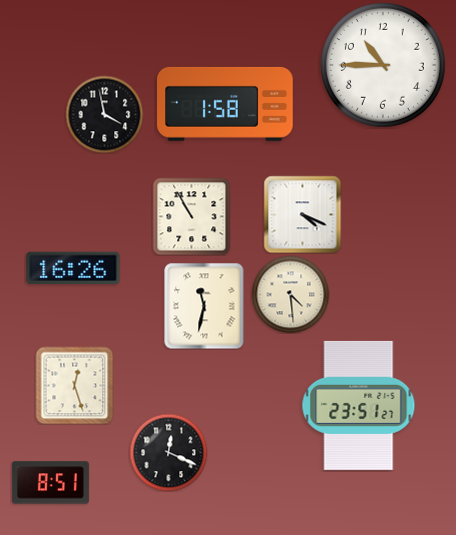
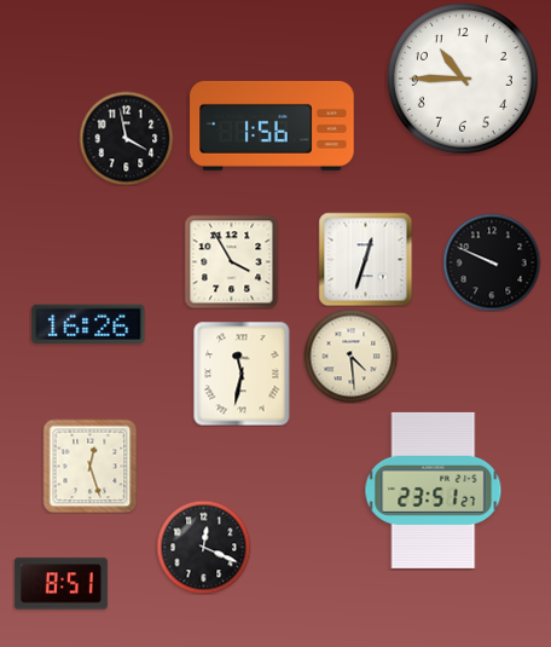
clock at (225, 104): 1:58 -> 1:56
clock at (302, 214): 4:19 -> 12:33
clock at (191, 216): 10:55 -> 3:55
clock at (492, 262): none -> 9:49
clock at (204, 306) position: (204, 306) -> (242, 374)
